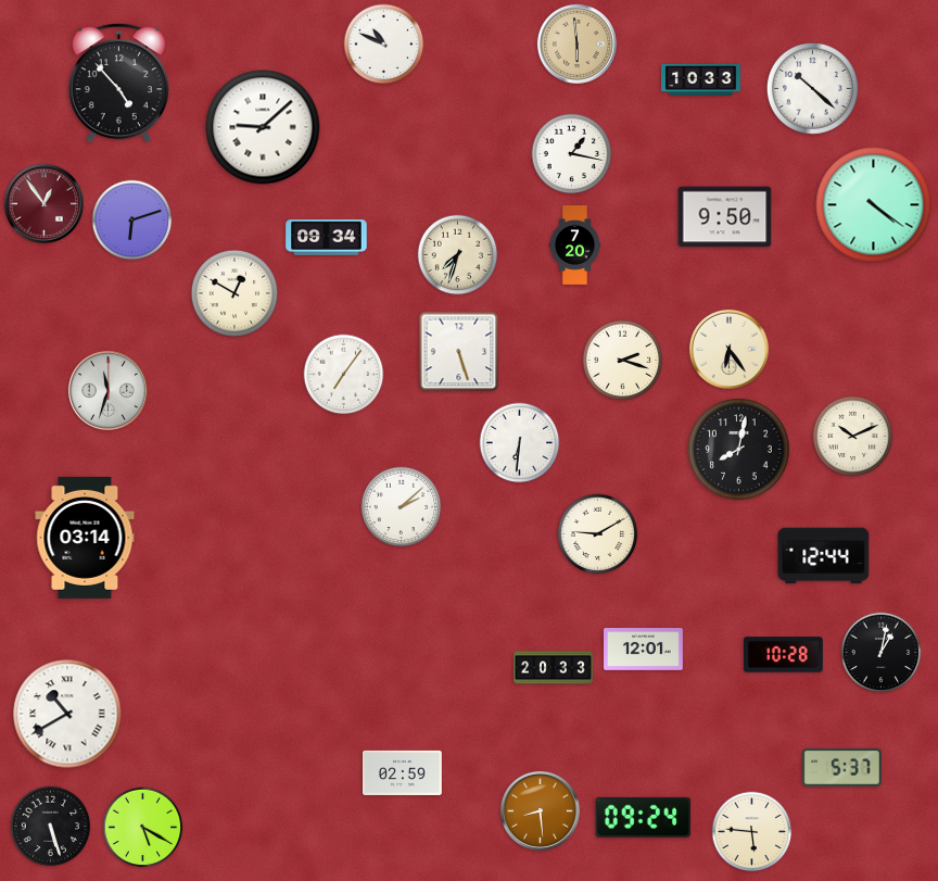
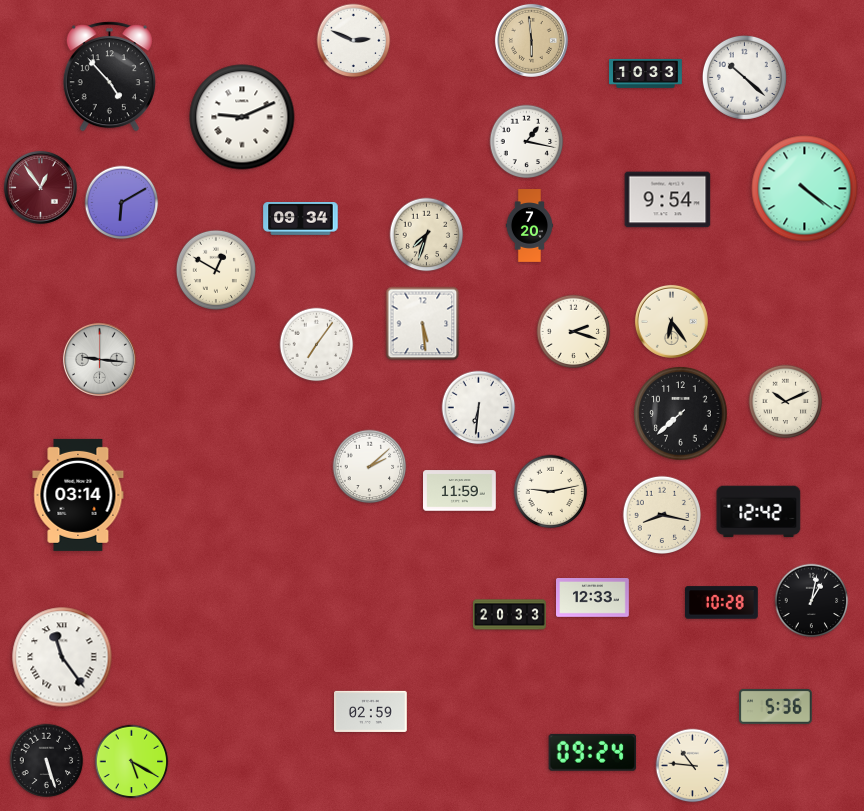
clock at (384, 45): 10:49 -> 2:49
clock at (812, 88) position: (812, 88) -> (744, 77)
clock at (263, 127): 9:08 -> 9:11
clock at (725, 217): 9:50 -> 9:54
clock at (132, 221): 6:12 -> 6:10
clock at (458, 255) position: (458, 255) -> (427, 235)
clock at (459, 352): 5:27 -> 5:29
clock at (107, 390): 11:33 -> 9:16
clock at (739, 450): 8:02 -> 7:38
clock at (460, 491): none -> 11:59
clock at (598, 534): 9:10 -> 9:13
clock at (824, 556): 12:44 -> 12:42
clock at (661, 514): none -> 8:17
clock at (644, 650): 12:01 -> 12:33
clock at (67, 714): 10:40 -> 11:24
clock at (842, 767): 5:37 -> 5:36
clock at (540, 810): 8:29 -> none
clock at (752, 832): 5:46 -> 10:46
